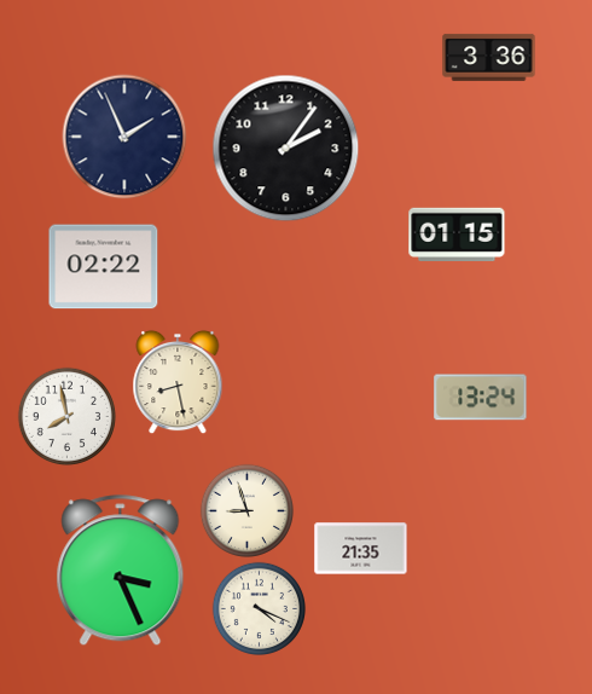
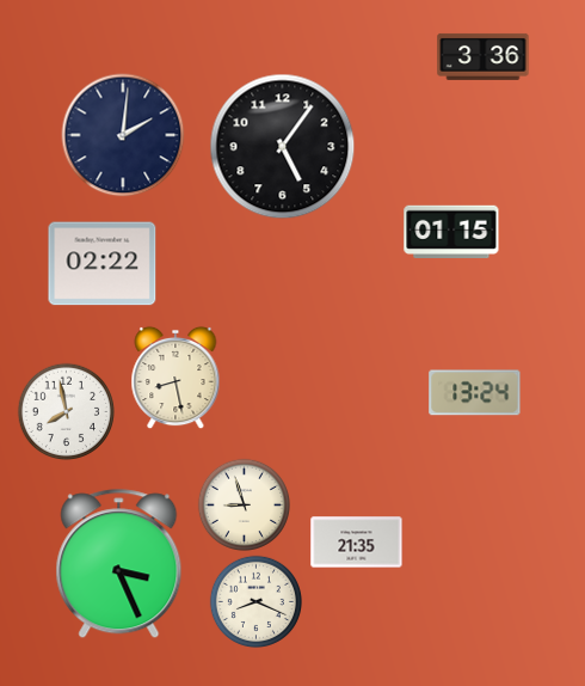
clock at (124, 137): 1:56 -> 2:01
clock at (286, 149): 2:06 -> 5:06
clock at (259, 608): 4:19 -> 8:19
